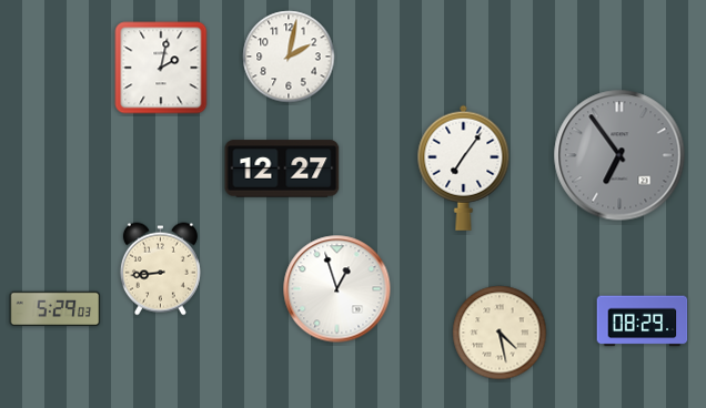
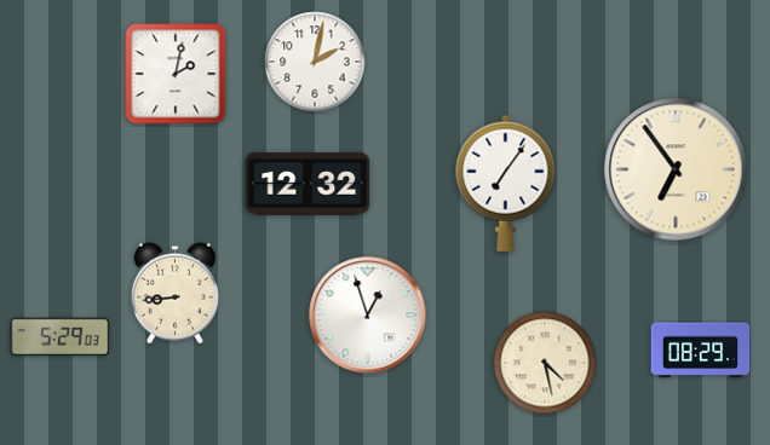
clock at (619, 155) dial: grey -> cream
clock at (282, 169): 12:27 -> 12:32
